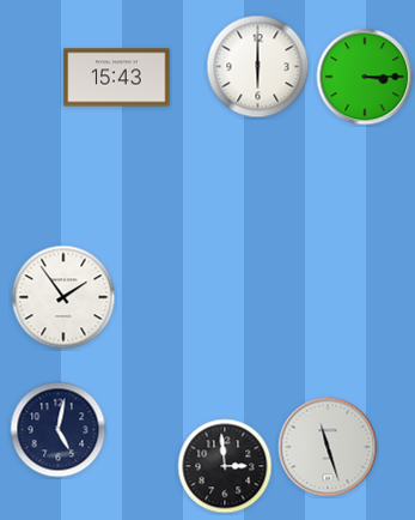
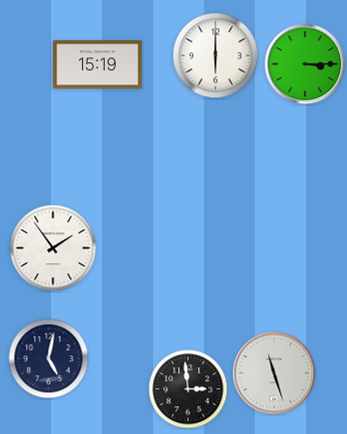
clock at (117, 78): 15:43 -> 15:19
